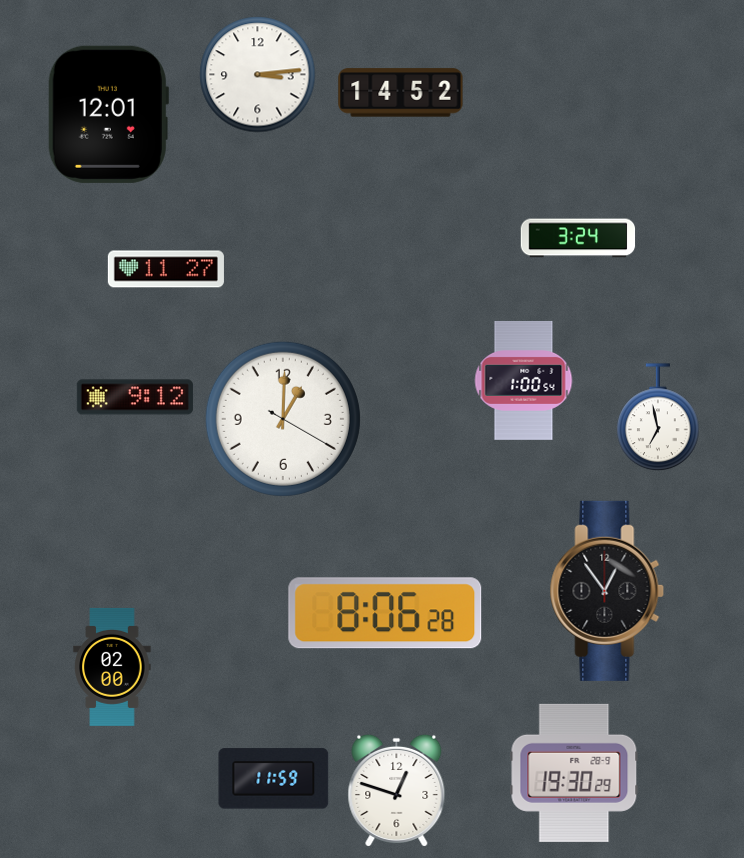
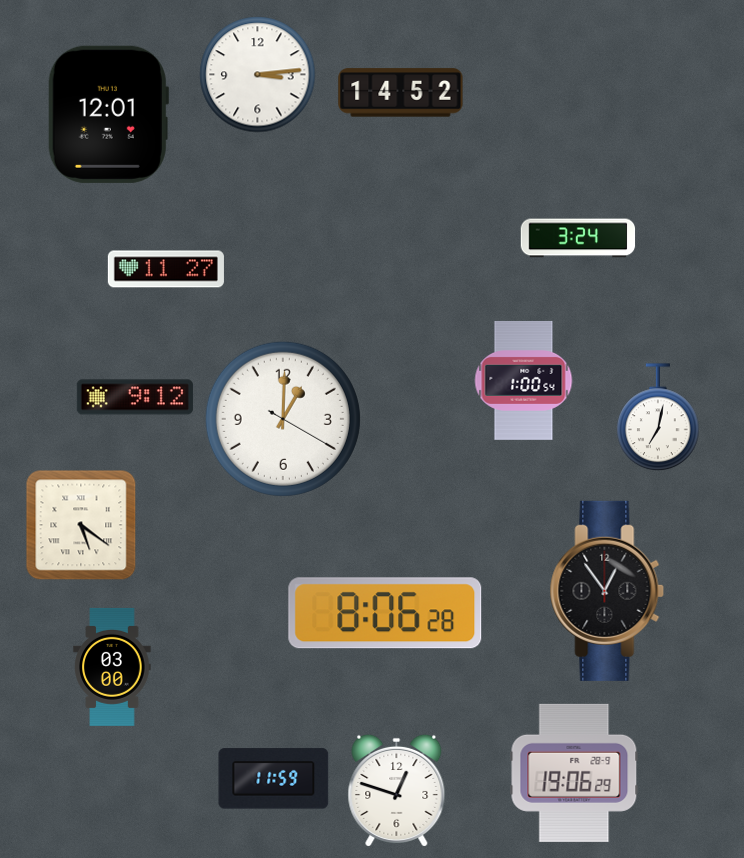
clock at (658, 418): 6:58 -> 7:02
clock at (81, 525): none -> 5:21
clock at (112, 667): 02:00 -> 03:00
clock at (574, 773): 19:30 -> 19:06
